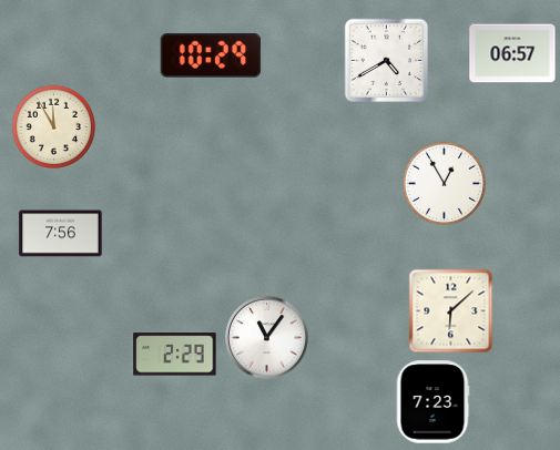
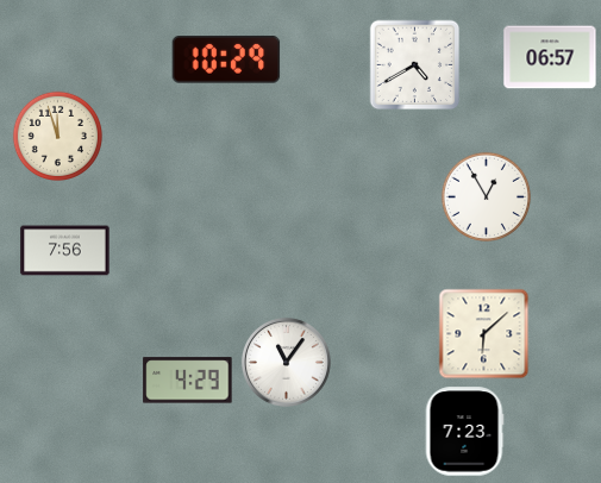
clock at (54, 127): 11:55 -> 11:57
clock at (445, 184) position: (445, 184) -> (487, 197)
clock at (175, 355): 2:29 -> 4:29
